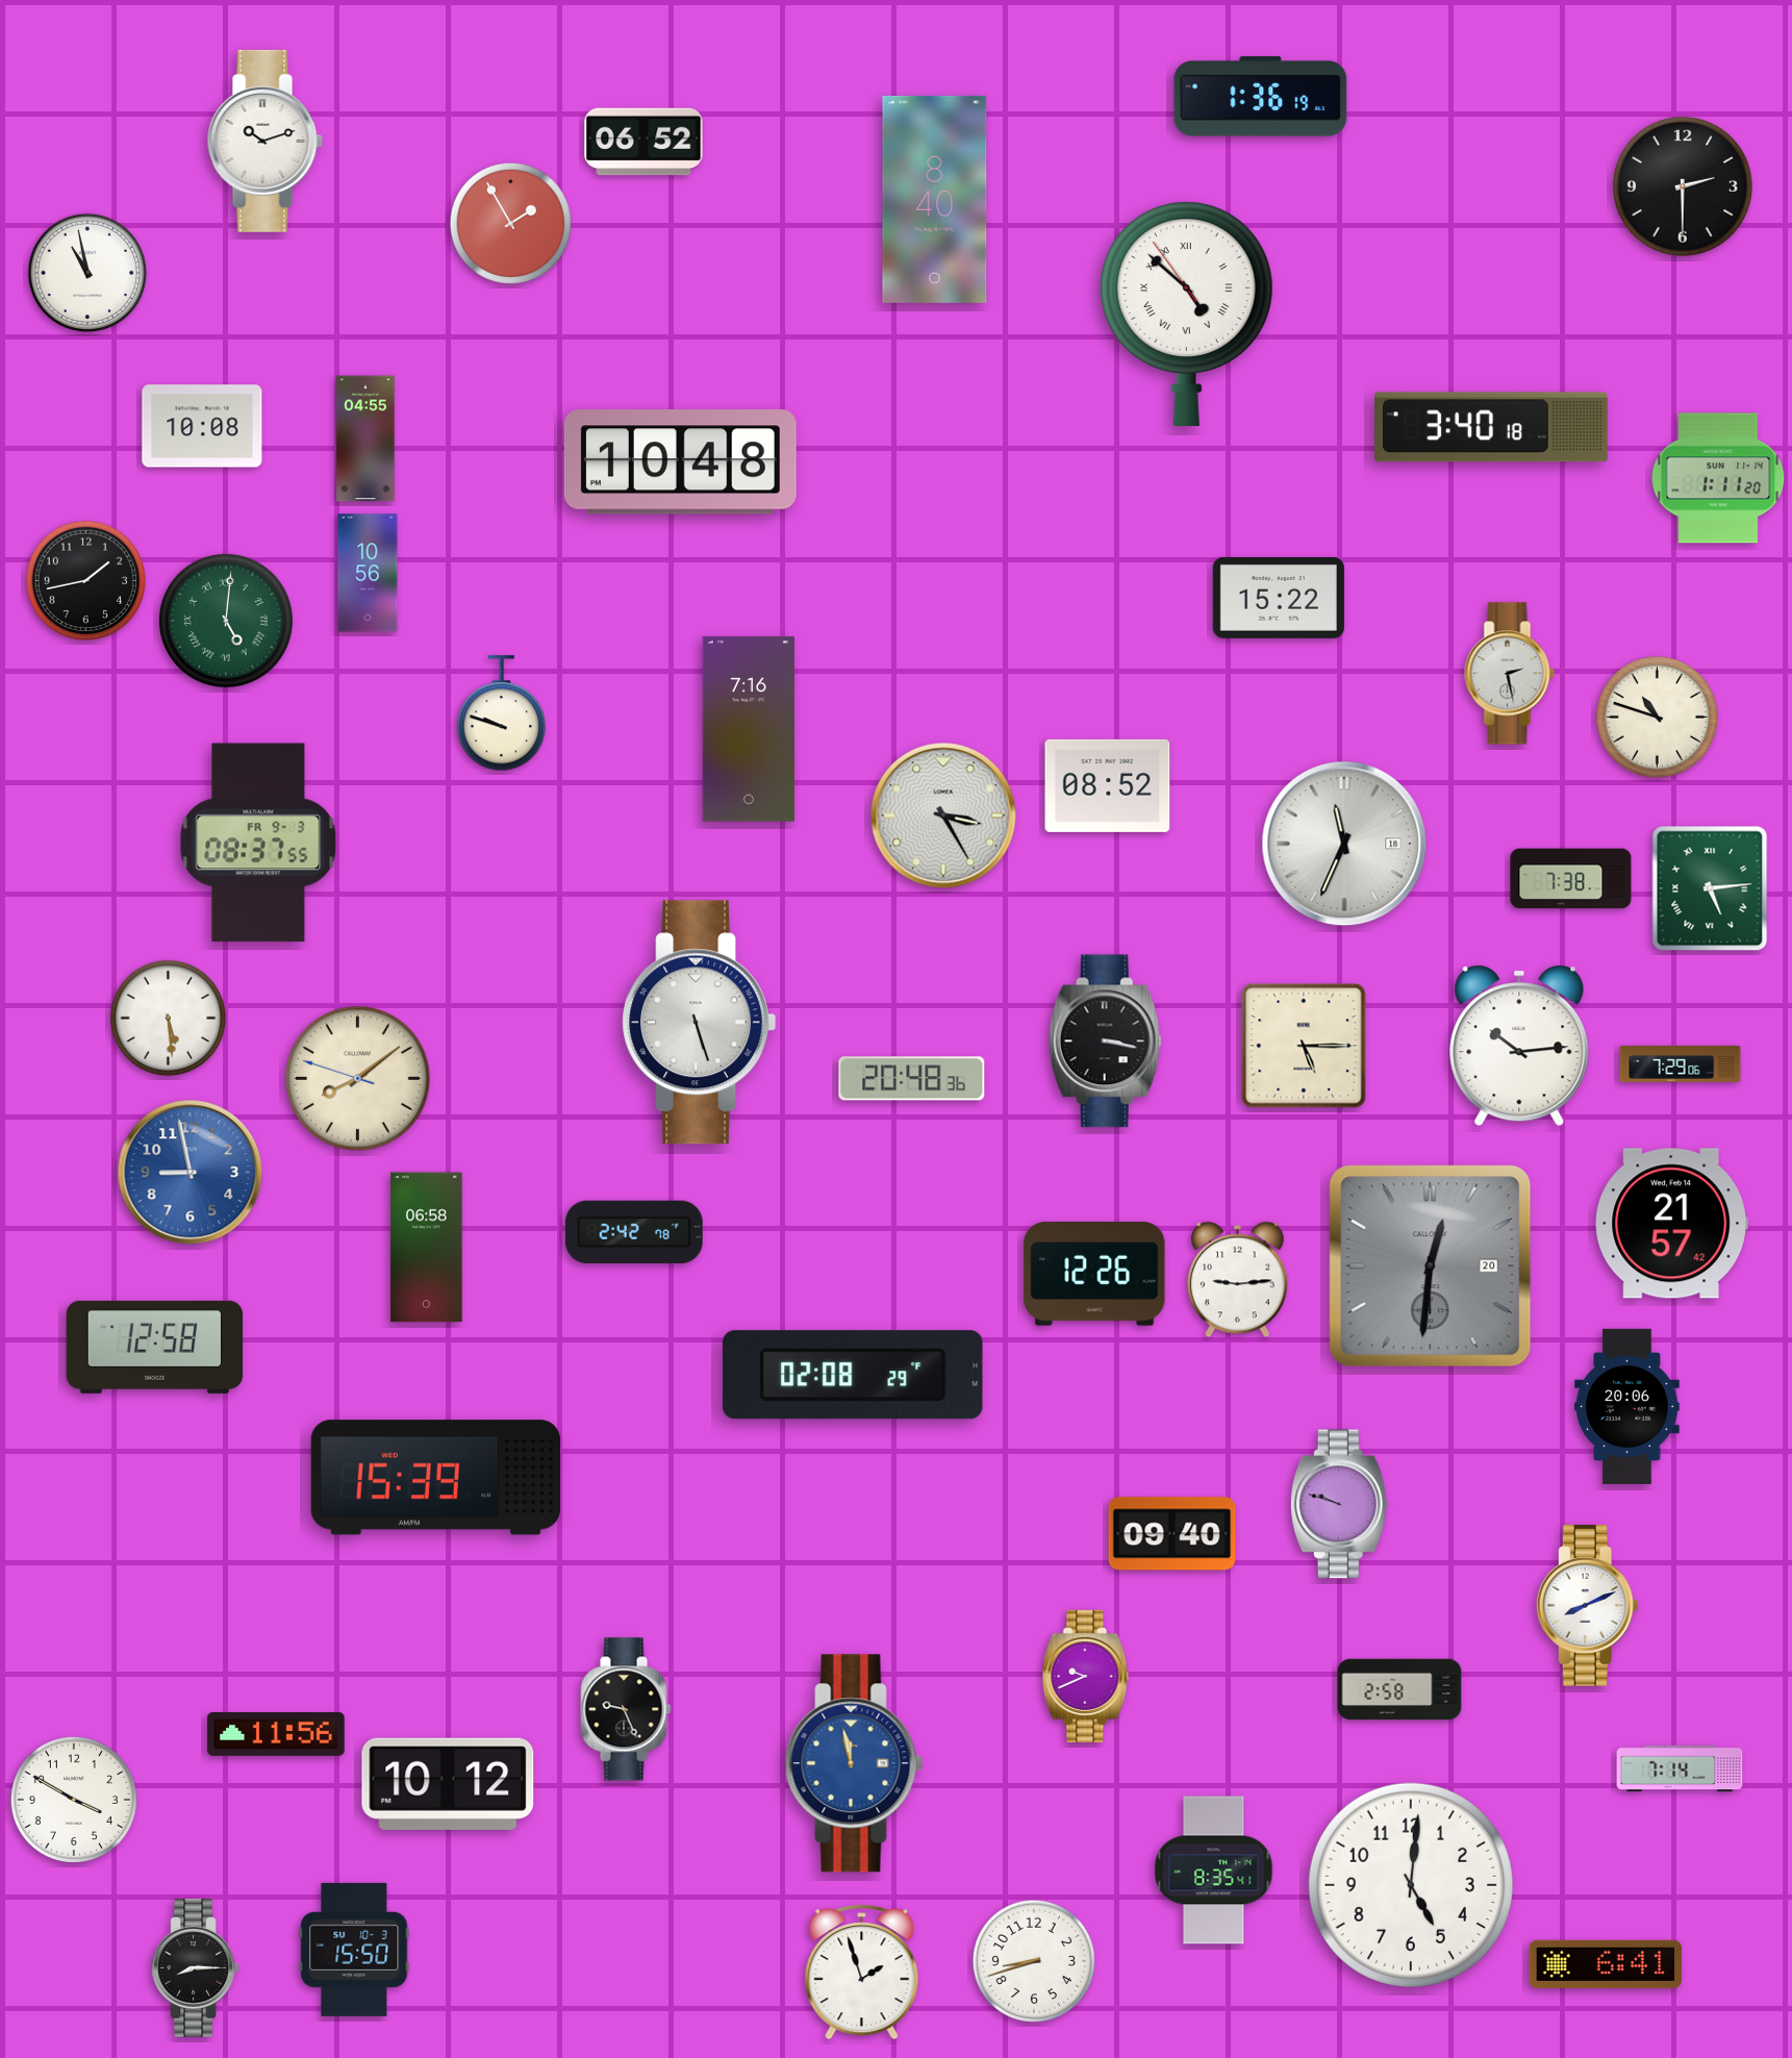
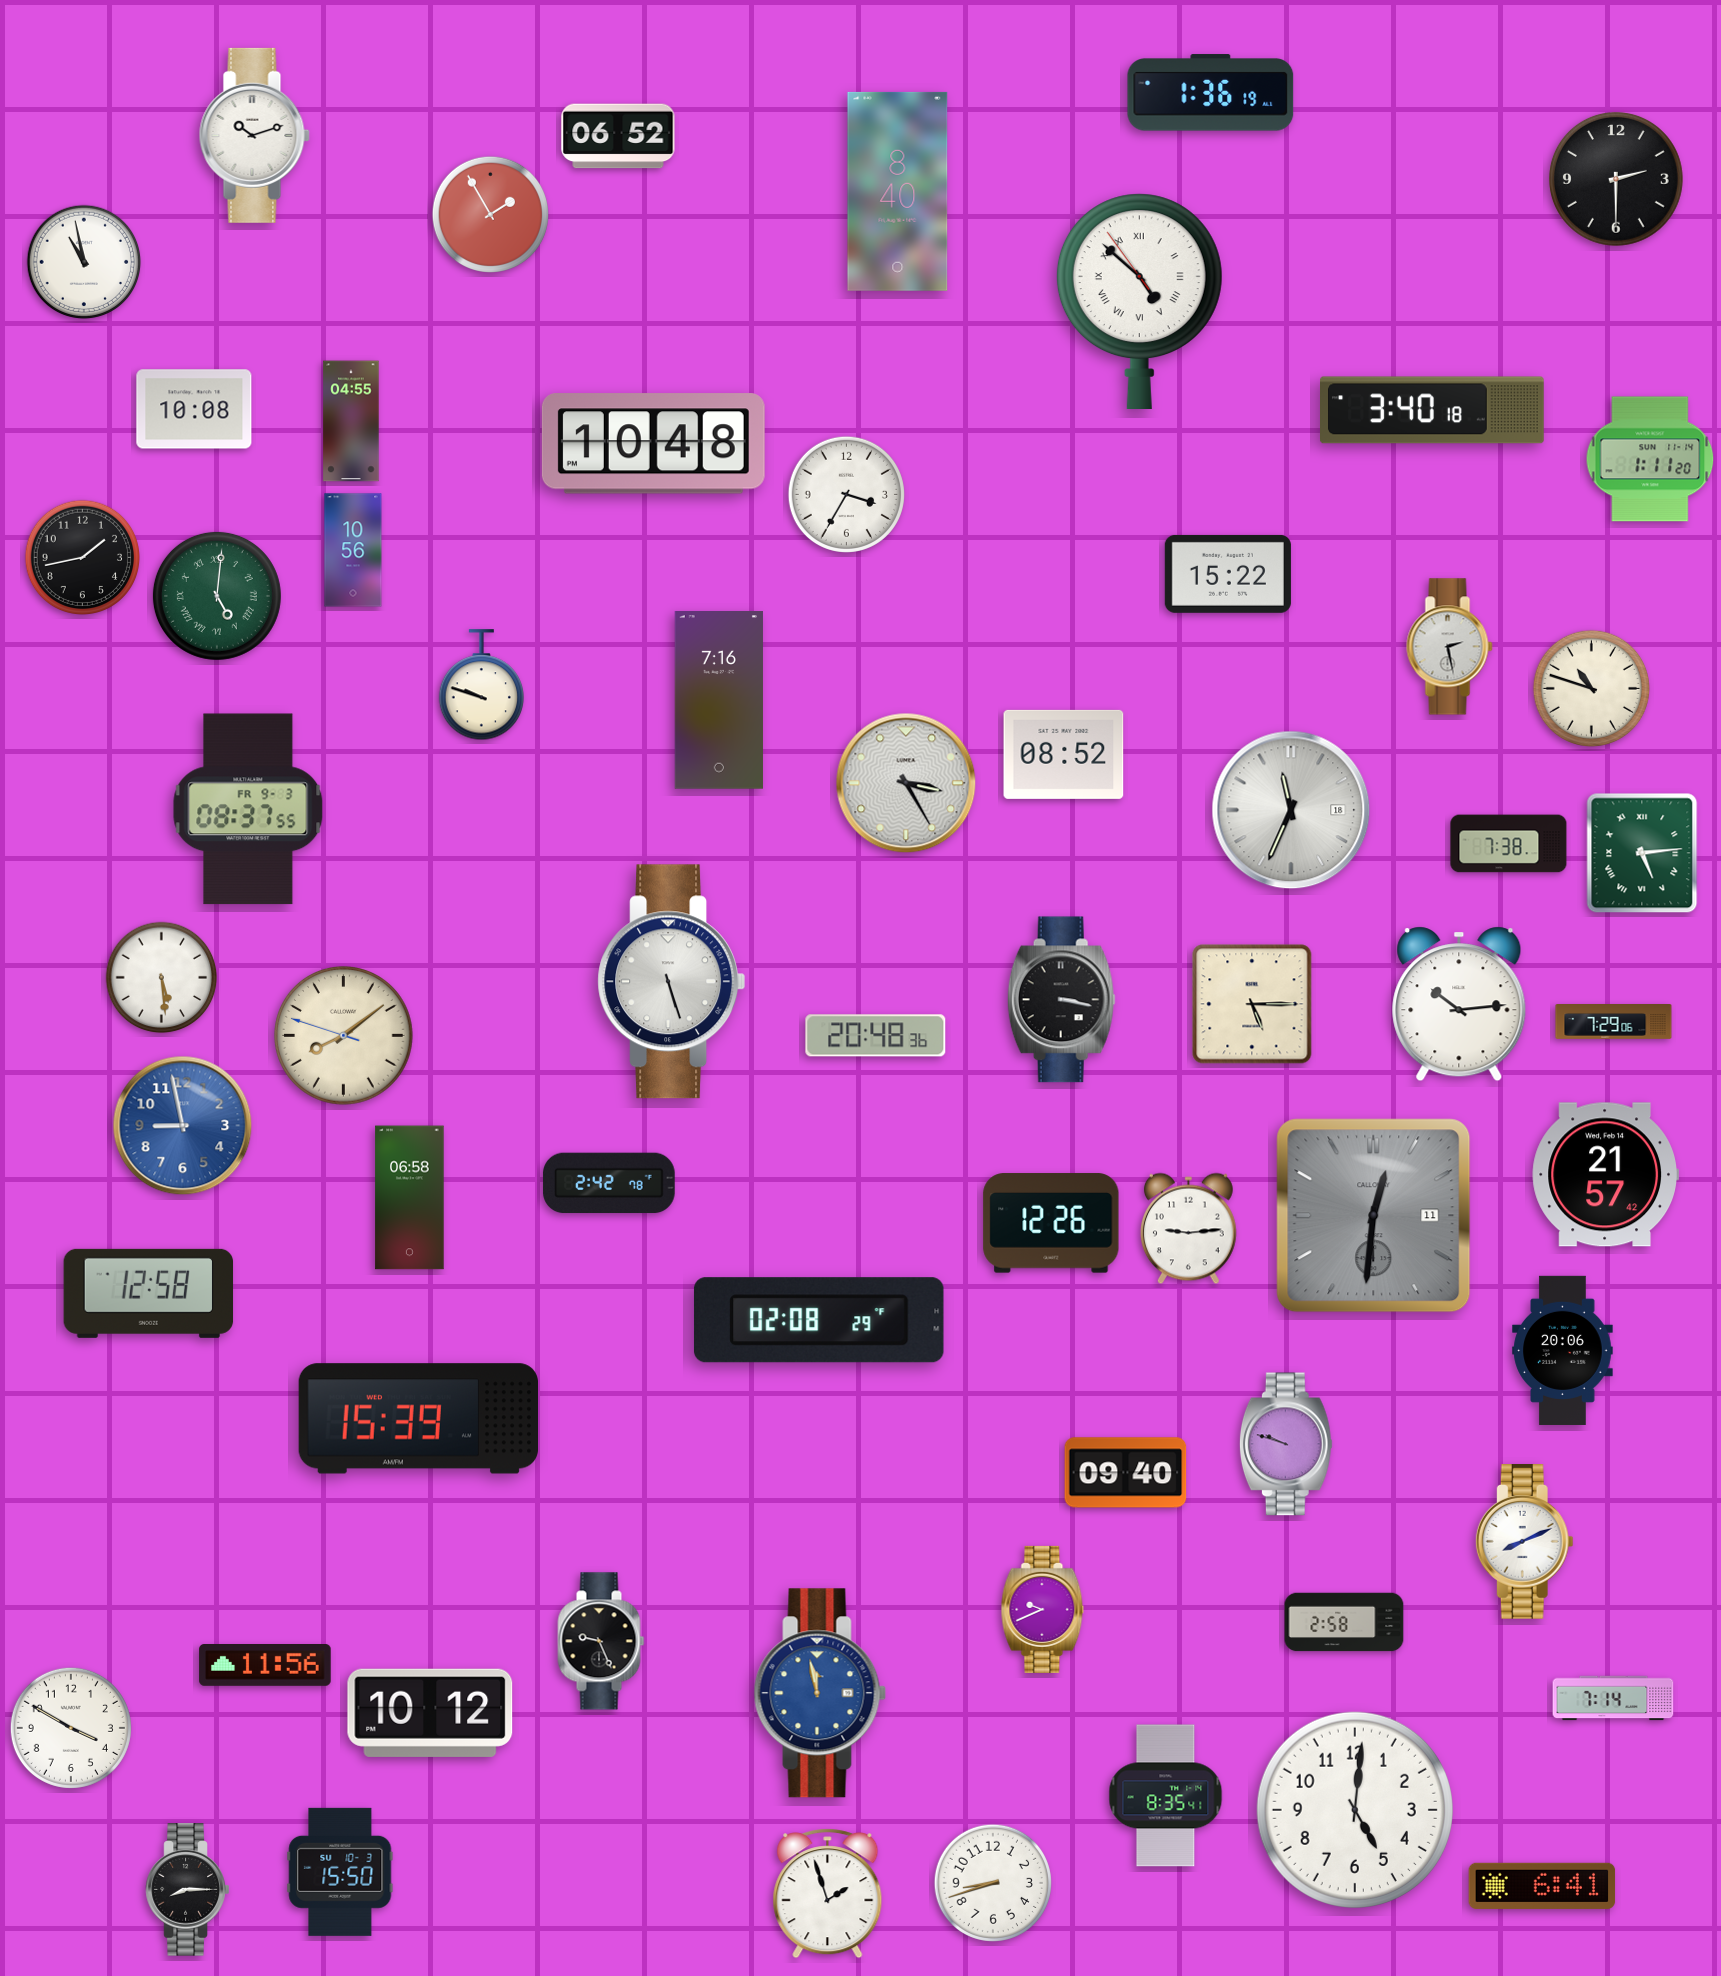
clock at (846, 494): none -> 3:35
clock at (1431, 1266) date: 20 -> 11
